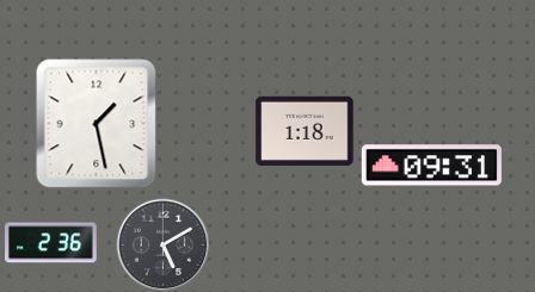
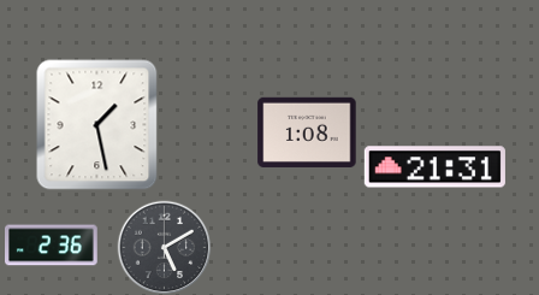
clock at (305, 131): 1:18 -> 1:08
clock at (431, 166): 09:31 -> 21:31
